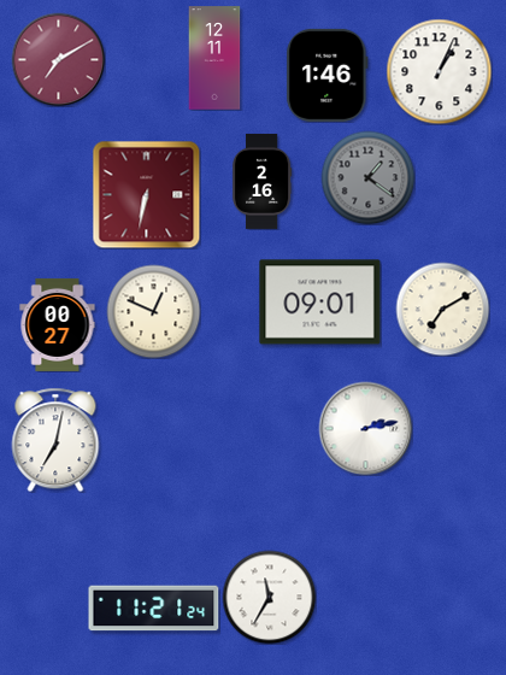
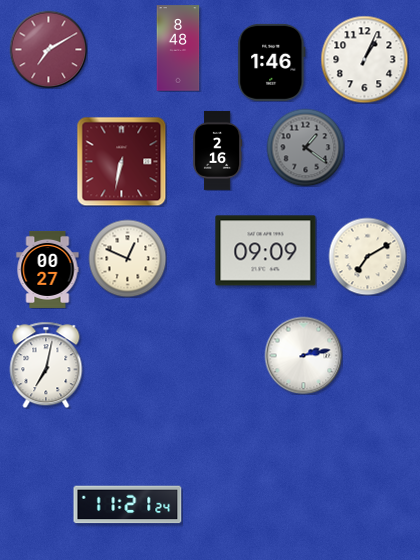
clock at (214, 58): 12:11 -> 8:48
clock at (320, 303): 09:01 -> 09:09
clock at (269, 597): 11:35 -> none
